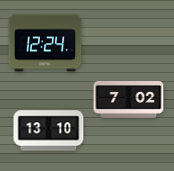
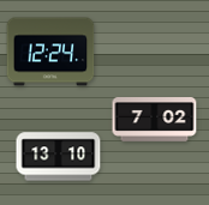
clock at (45, 43) position: (45, 43) -> (50, 52)
